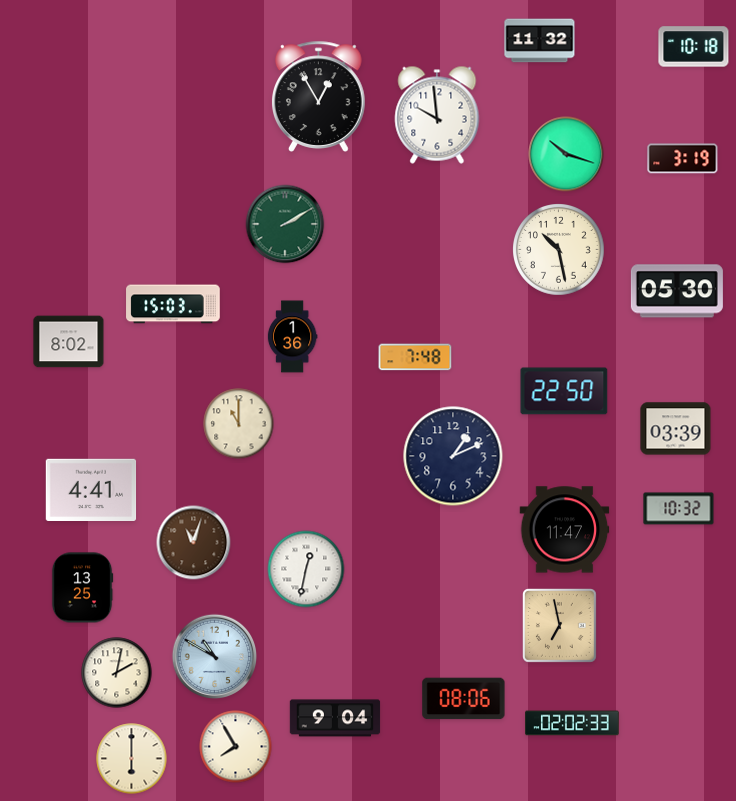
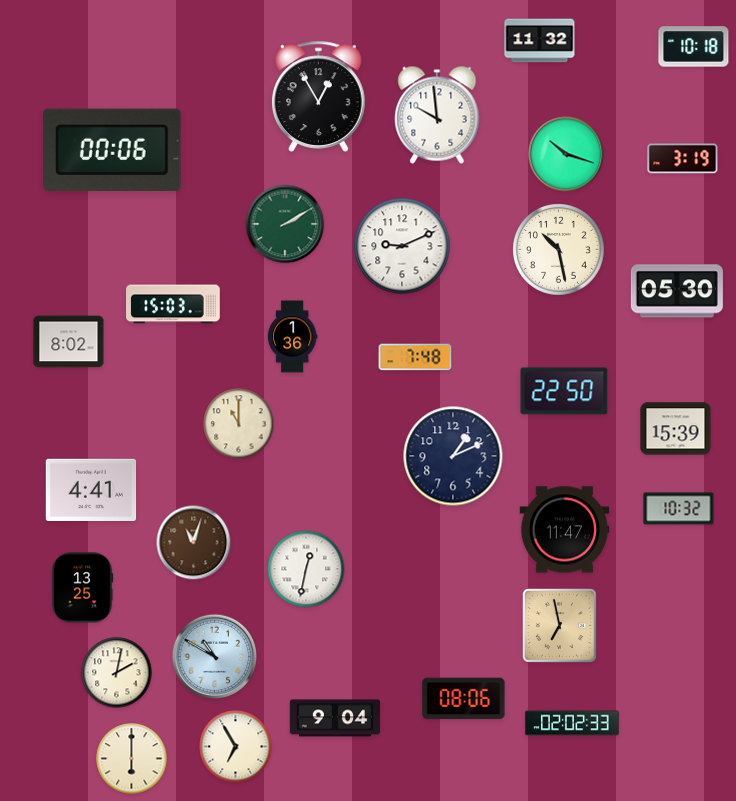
clock at (113, 150): none -> 00:06
clock at (402, 246): none -> 9:11
clock at (676, 429): 03:39 -> 15:39
clock at (236, 747): 7:55 -> 6:55
